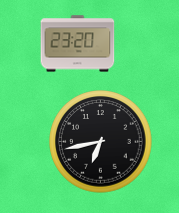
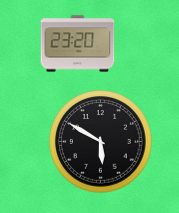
clock at (101, 142): 6:43 -> 5:50
